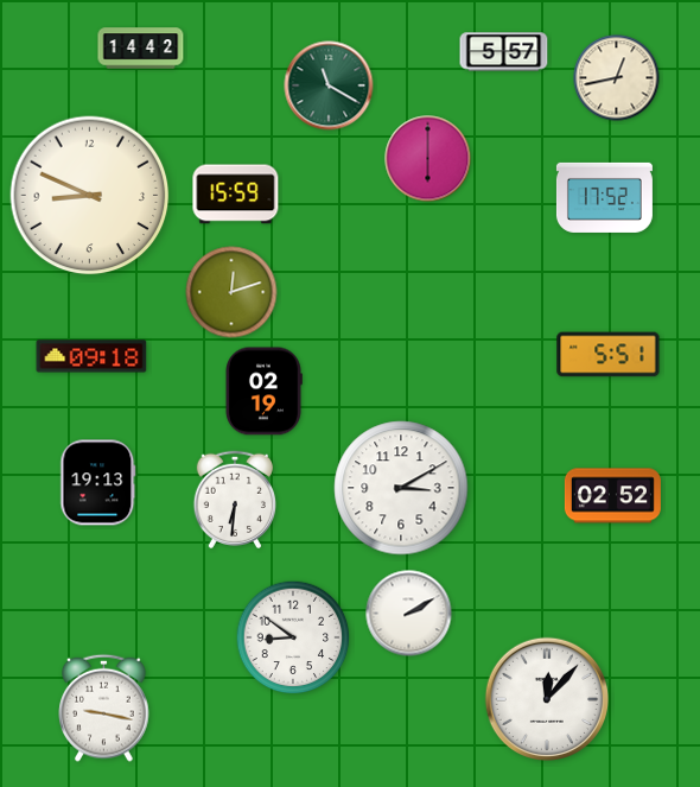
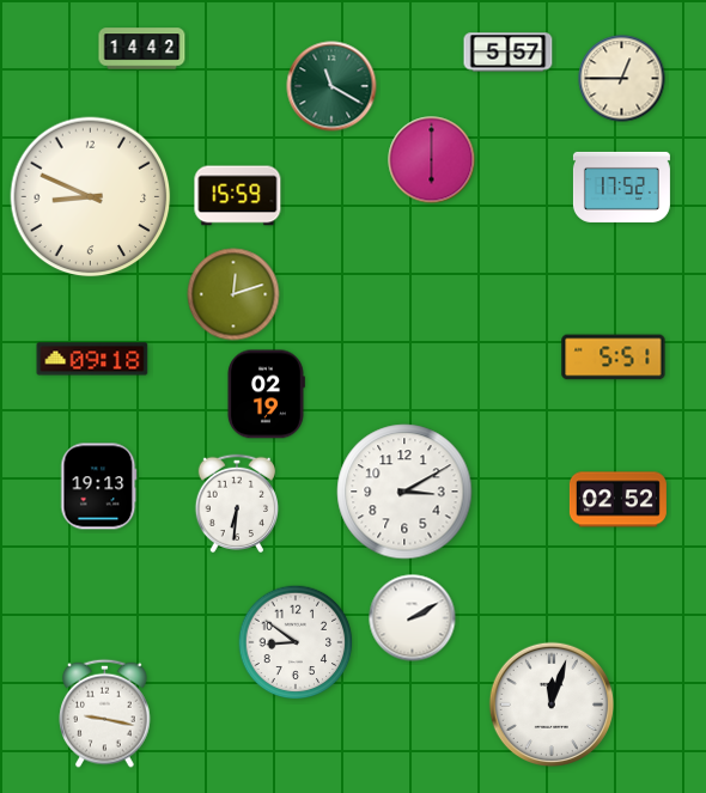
clock at (617, 78): 12:43 -> 12:45
clock at (604, 197) position: (604, 197) -> (621, 187)
clock at (546, 698): 12:07 -> 12:03
